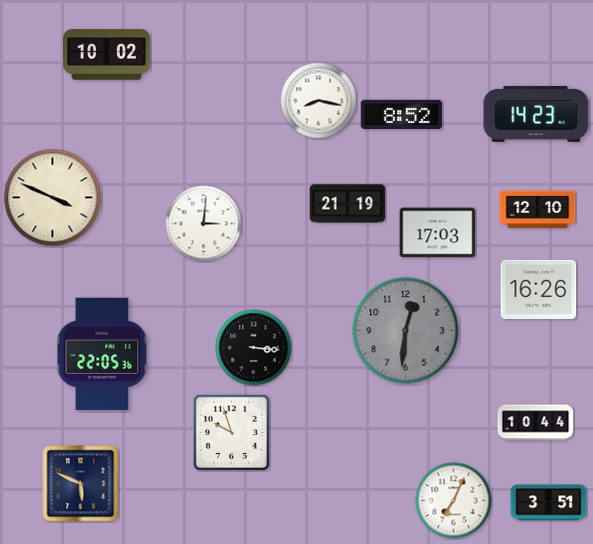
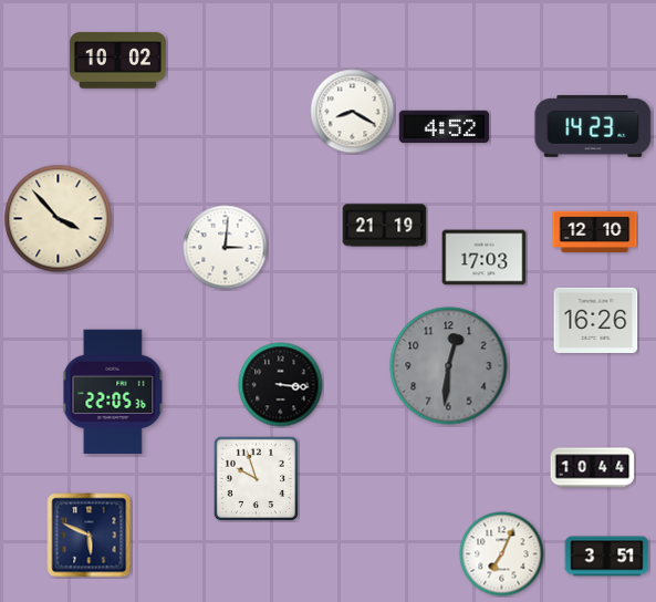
clock at (319, 101): 8:17 -> 8:20
clock at (401, 114): 8:52 -> 4:52
clock at (53, 198): 3:49 -> 3:53
